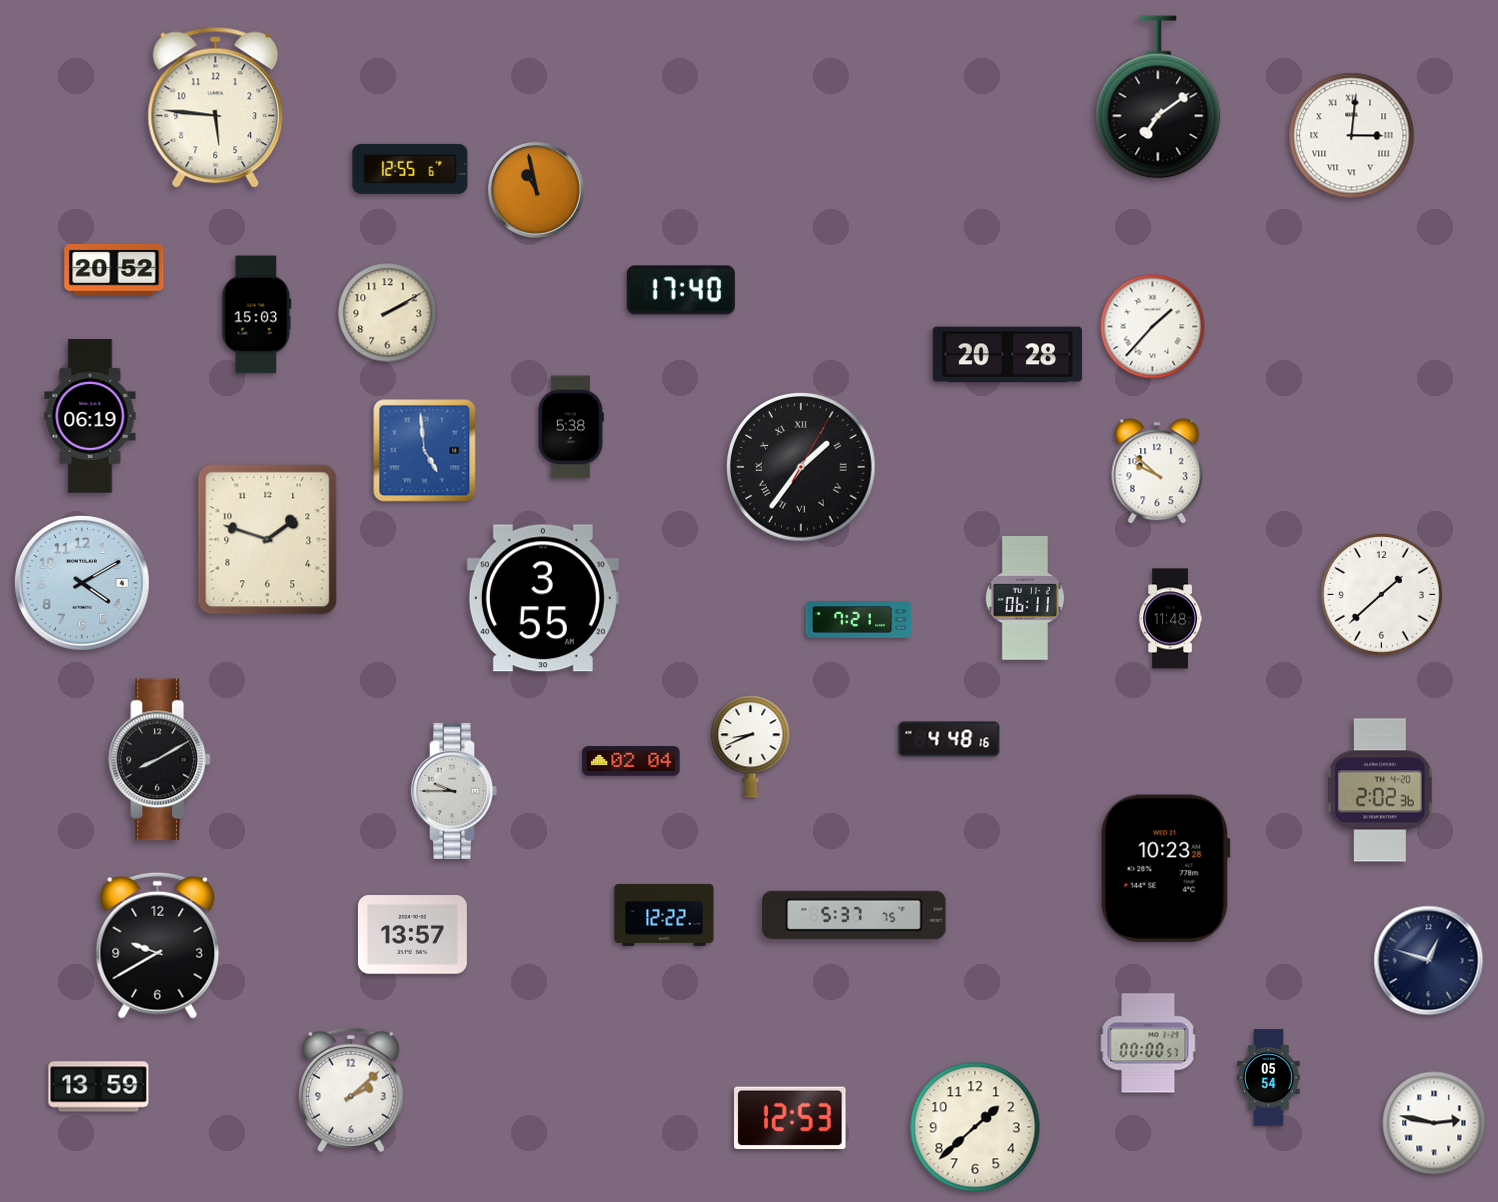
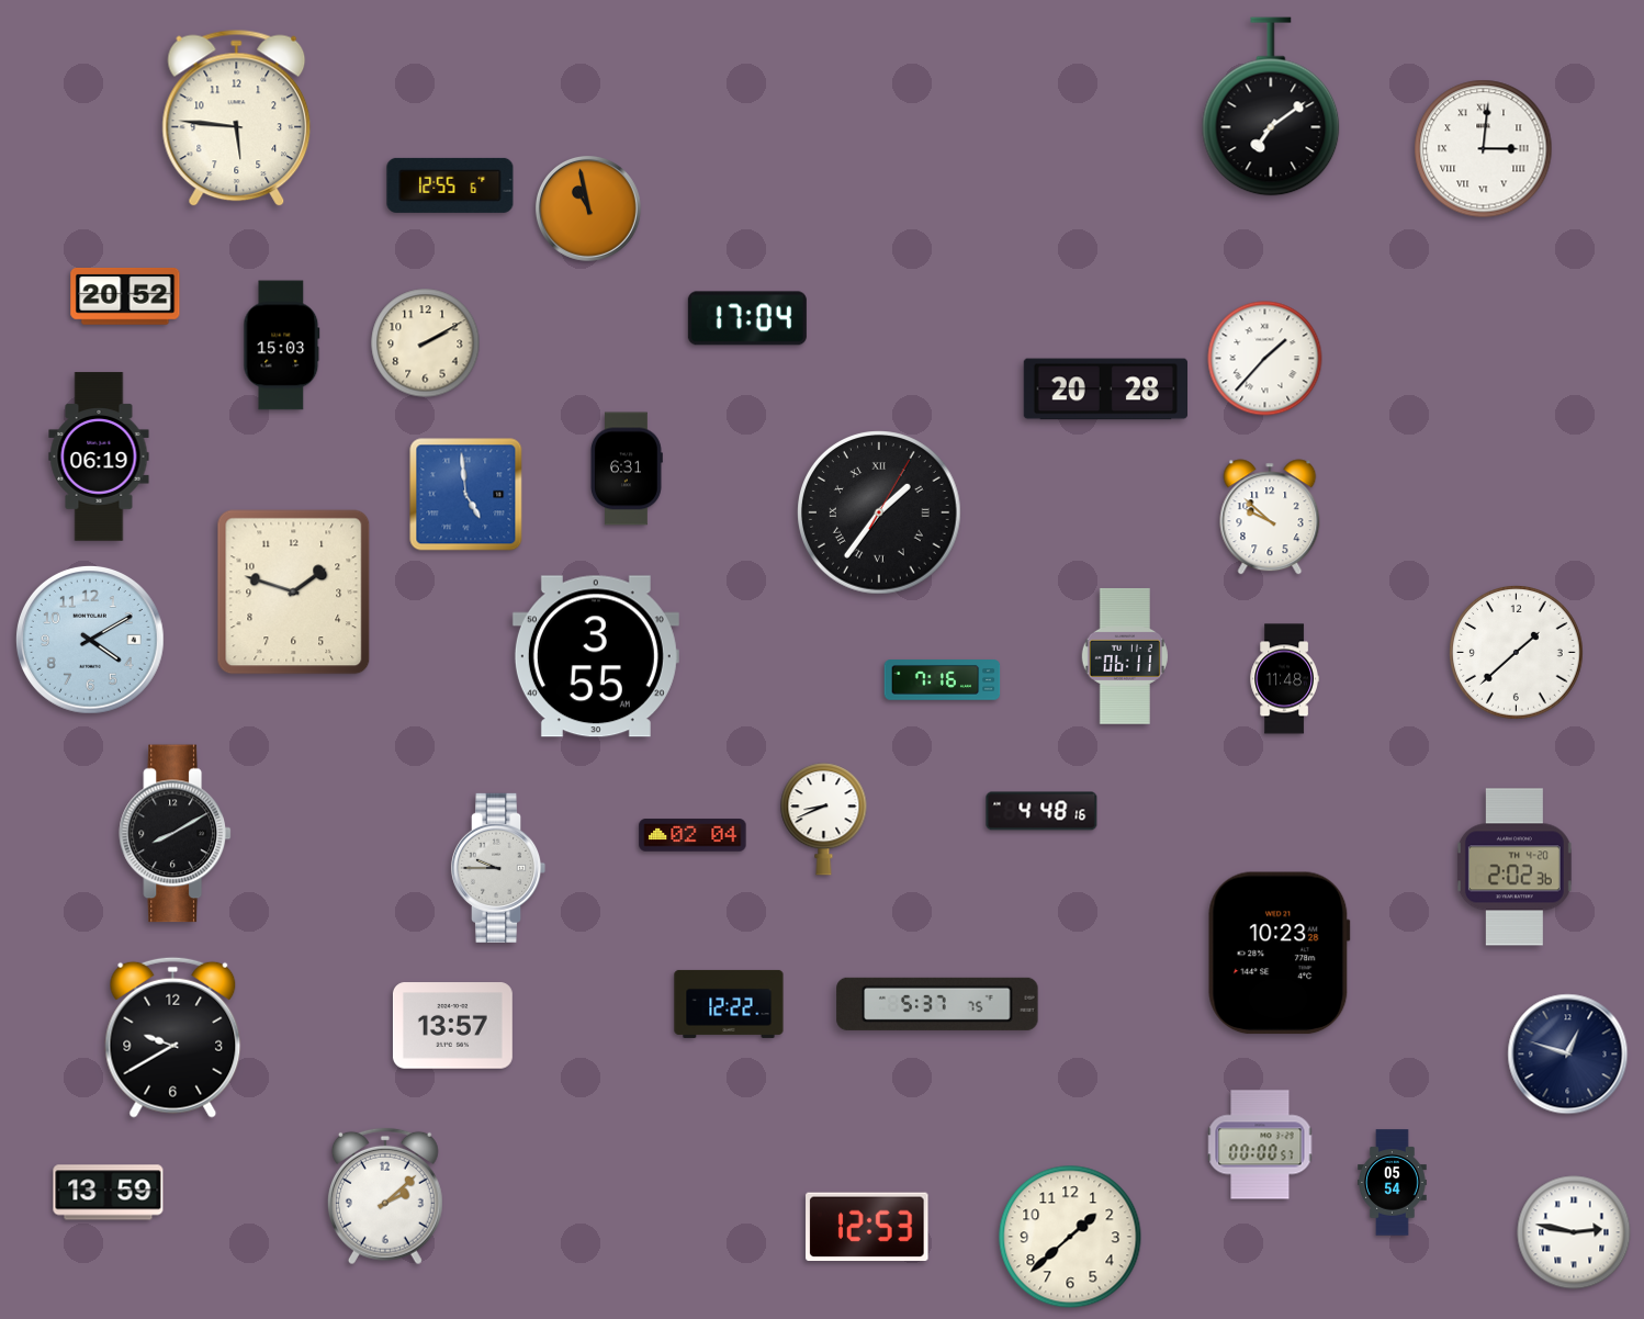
clock at (681, 290): 17:40 -> 17:04
clock at (571, 427): 5:38 -> 6:31
clock at (859, 620): 7:21 -> 7:16
